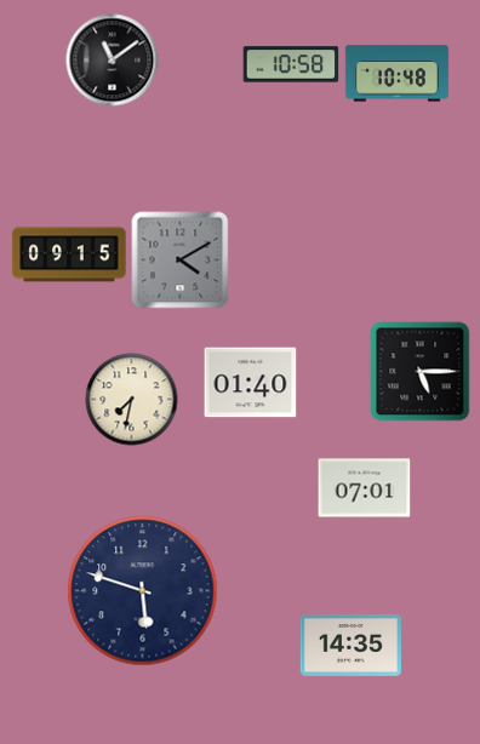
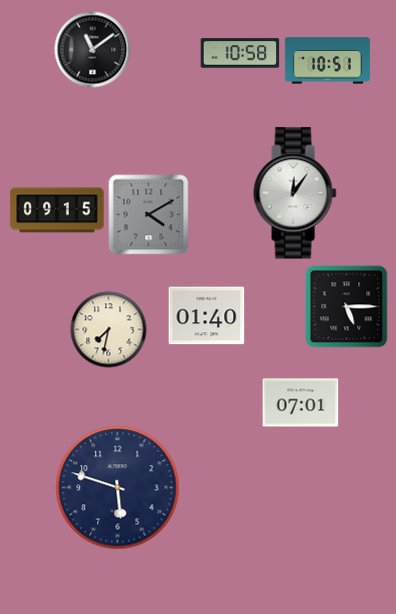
clock at (396, 74): 10:48 -> 10:51
clock at (295, 193): none -> 12:06
clock at (350, 646): 14:35 -> none
